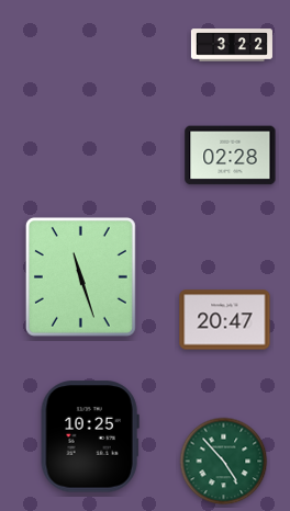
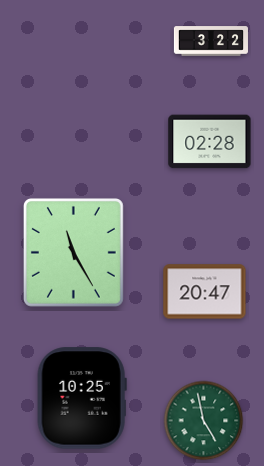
clock at (80, 276): 11:27 -> 11:25
clock at (224, 462): 4:53 -> 4:58
